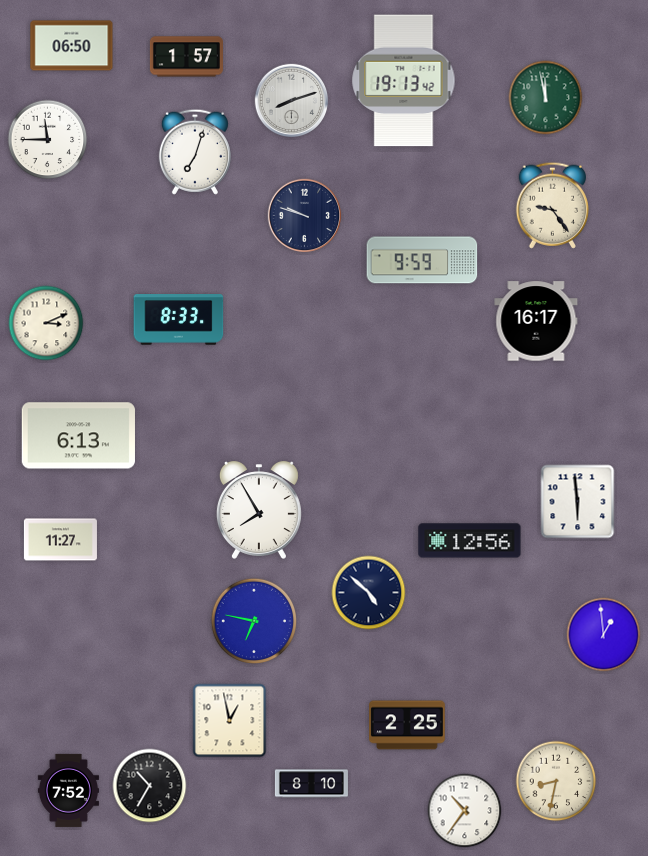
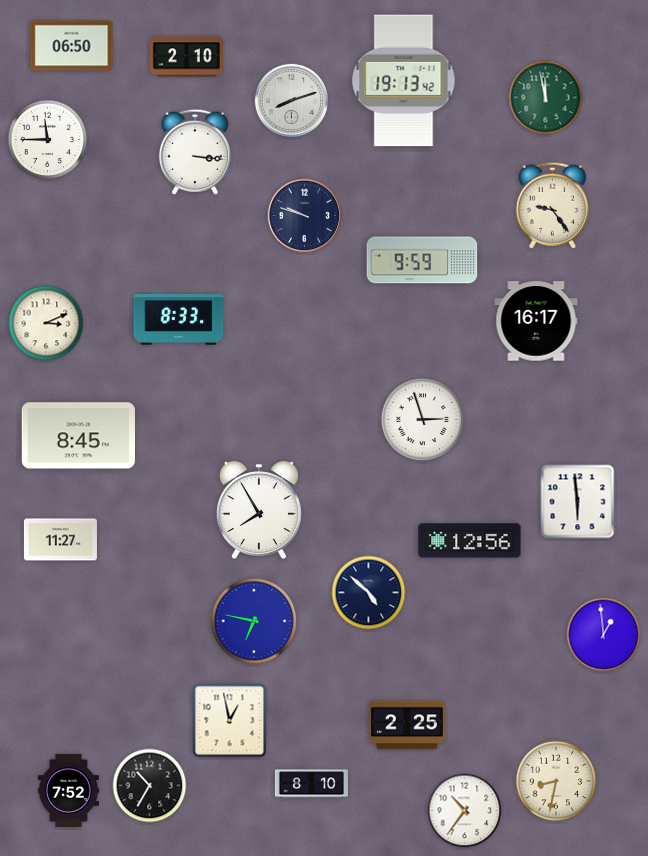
clock at (186, 57): 1:57 -> 2:10
clock at (195, 152): 7:03 -> 3:16
clock at (423, 420): none -> 2:57
clock at (78, 436): 6:13 -> 8:45
